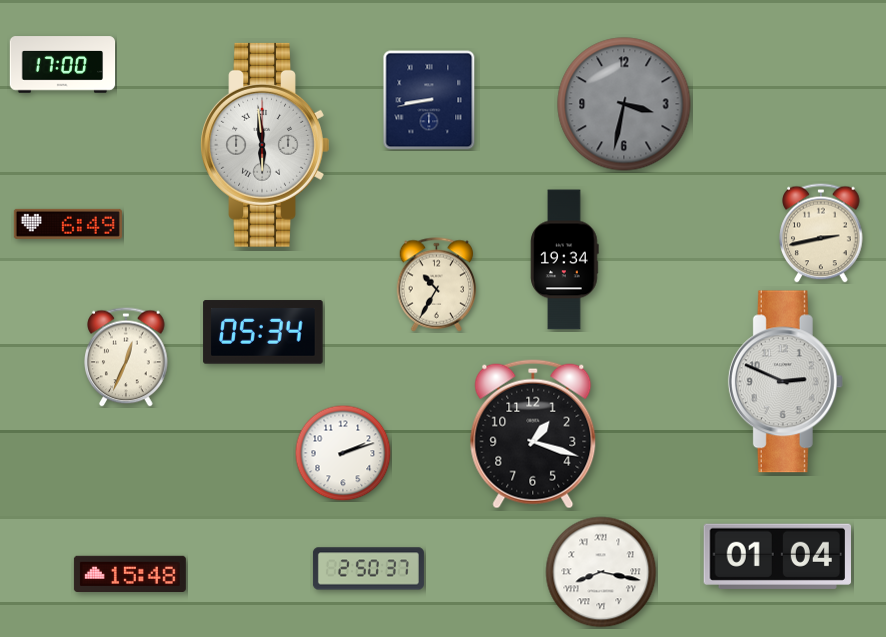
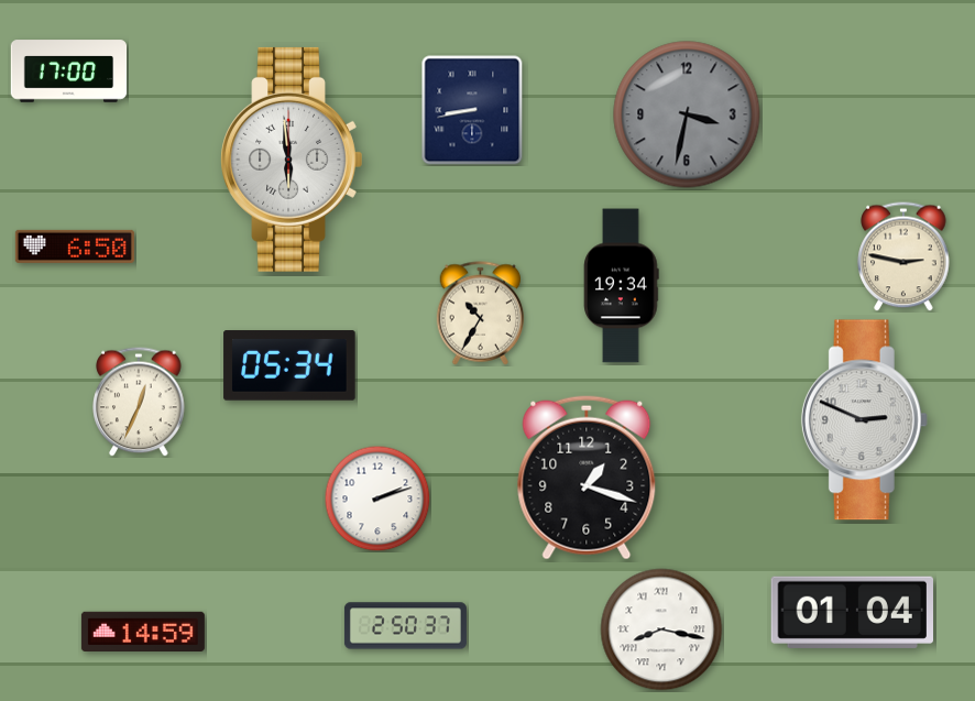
clock at (68, 224): 6:49 -> 6:50
clock at (821, 233): 2:43 -> 2:47
clock at (126, 357) position: (126, 357) -> (139, 402)
clock at (777, 556) position: (777, 556) -> (852, 612)
clock at (130, 573): 15:48 -> 14:59
